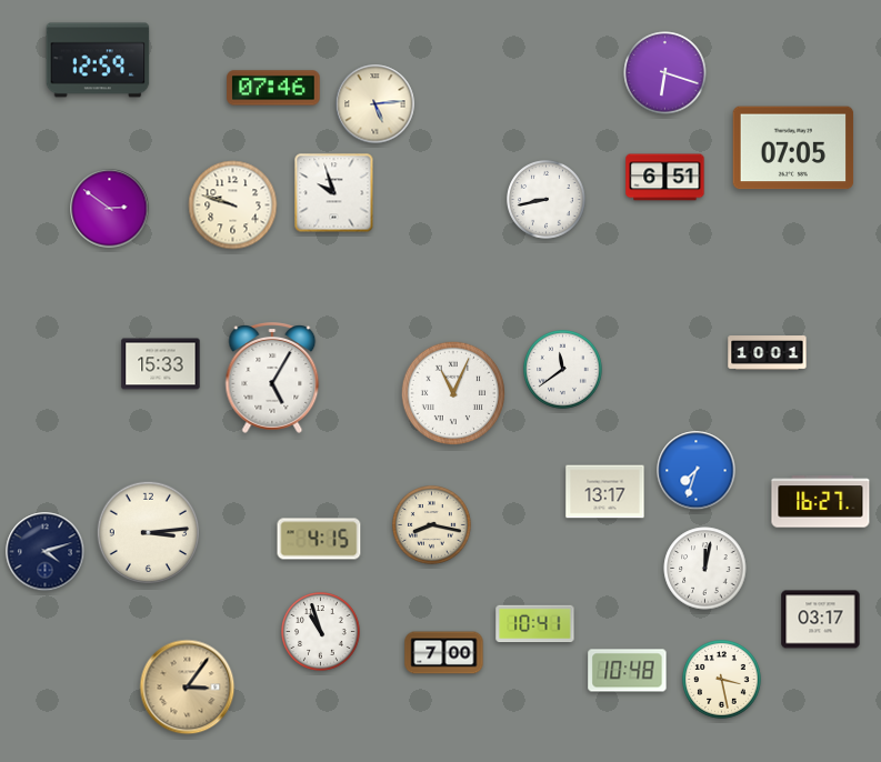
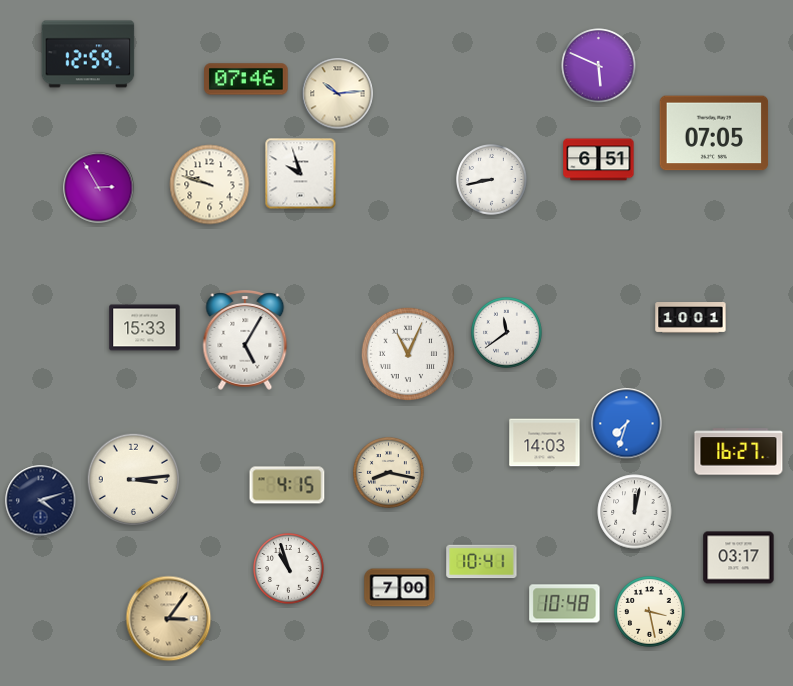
clock at (665, 73): 6:18 -> 5:49
clock at (376, 104): 5:14 -> 10:14
clock at (110, 209): 2:51 -> 2:55
clock at (605, 492): 13:17 -> 14:03
clock at (46, 552) position: (46, 552) -> (41, 501)
